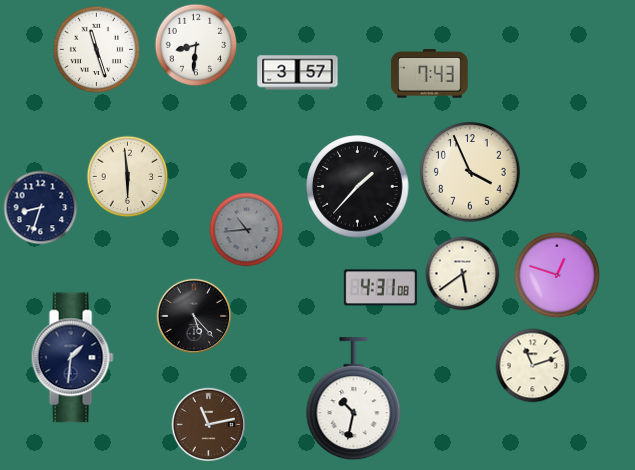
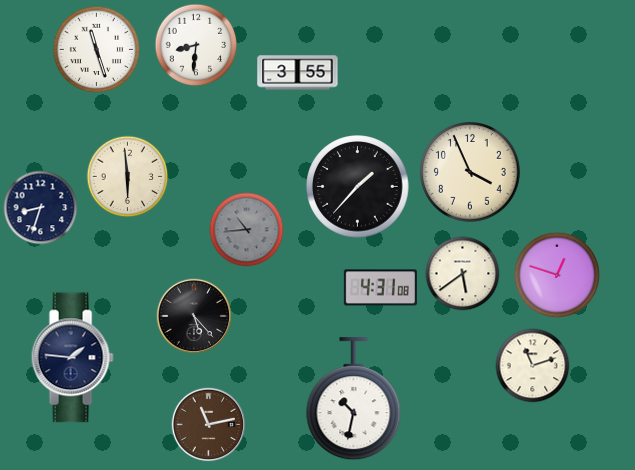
clock at (298, 73): 3:57 -> 3:55
clock at (430, 74): 7:43 -> none
clock at (72, 358): 1:31 -> 1:46
